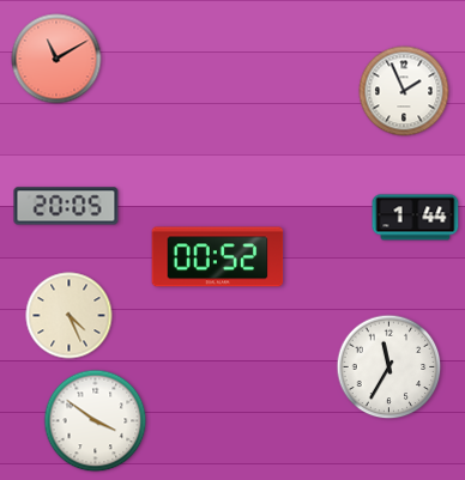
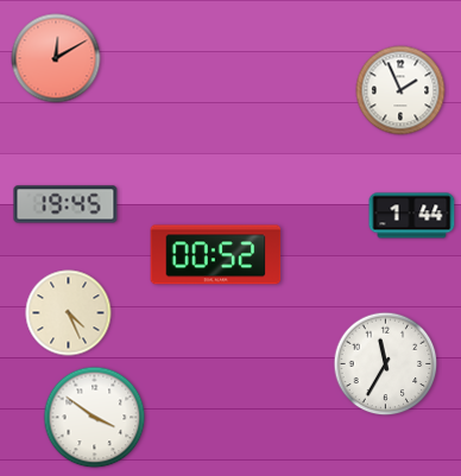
clock at (56, 59): 11:10 -> 12:10
clock at (66, 206): 20:05 -> 19:45
